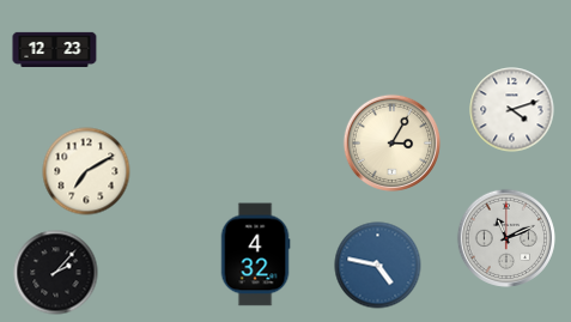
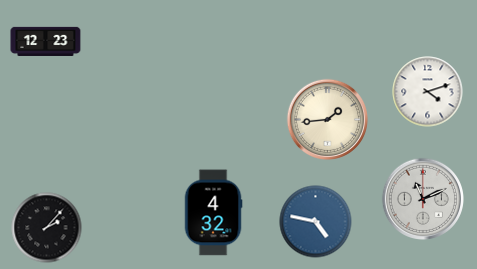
clock at (391, 142): 3:05 -> 1:44
clock at (86, 171): 7:10 -> none
